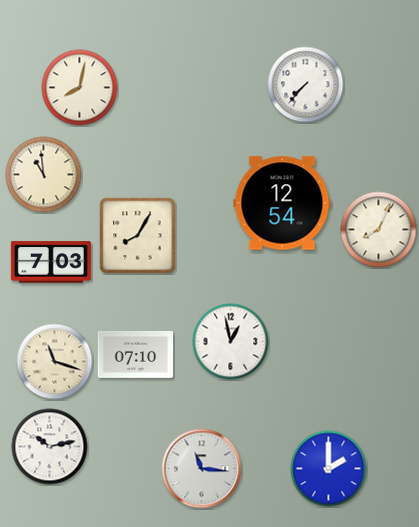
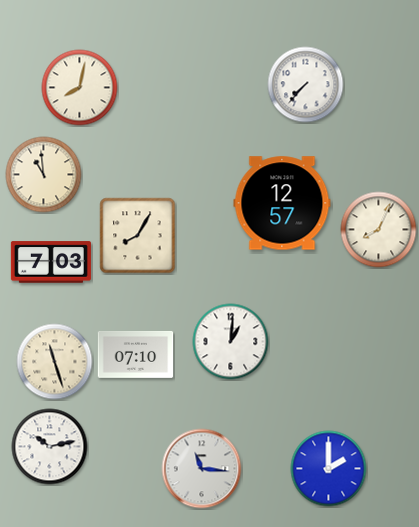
clock at (282, 203): 12:54 -> 12:57
clock at (231, 342): 12:58 -> 1:01
clock at (55, 362): 11:18 -> 11:27
